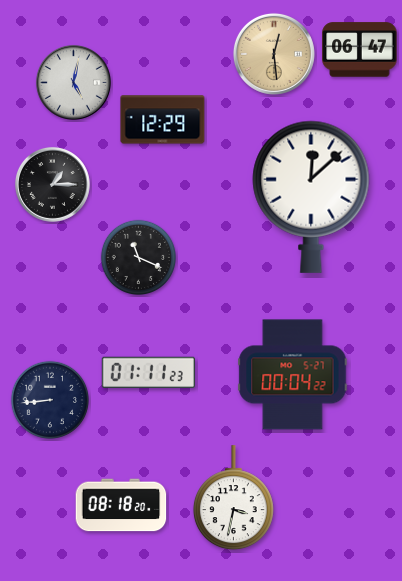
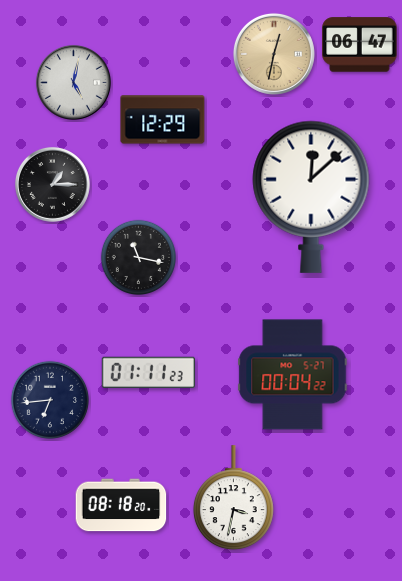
clock at (360, 50) position: (360, 50) -> (360, 45)
clock at (274, 54): 12:29 -> 12:32
clock at (139, 258): 11:19 -> 11:17
clock at (49, 399): 8:44 -> 6:44
